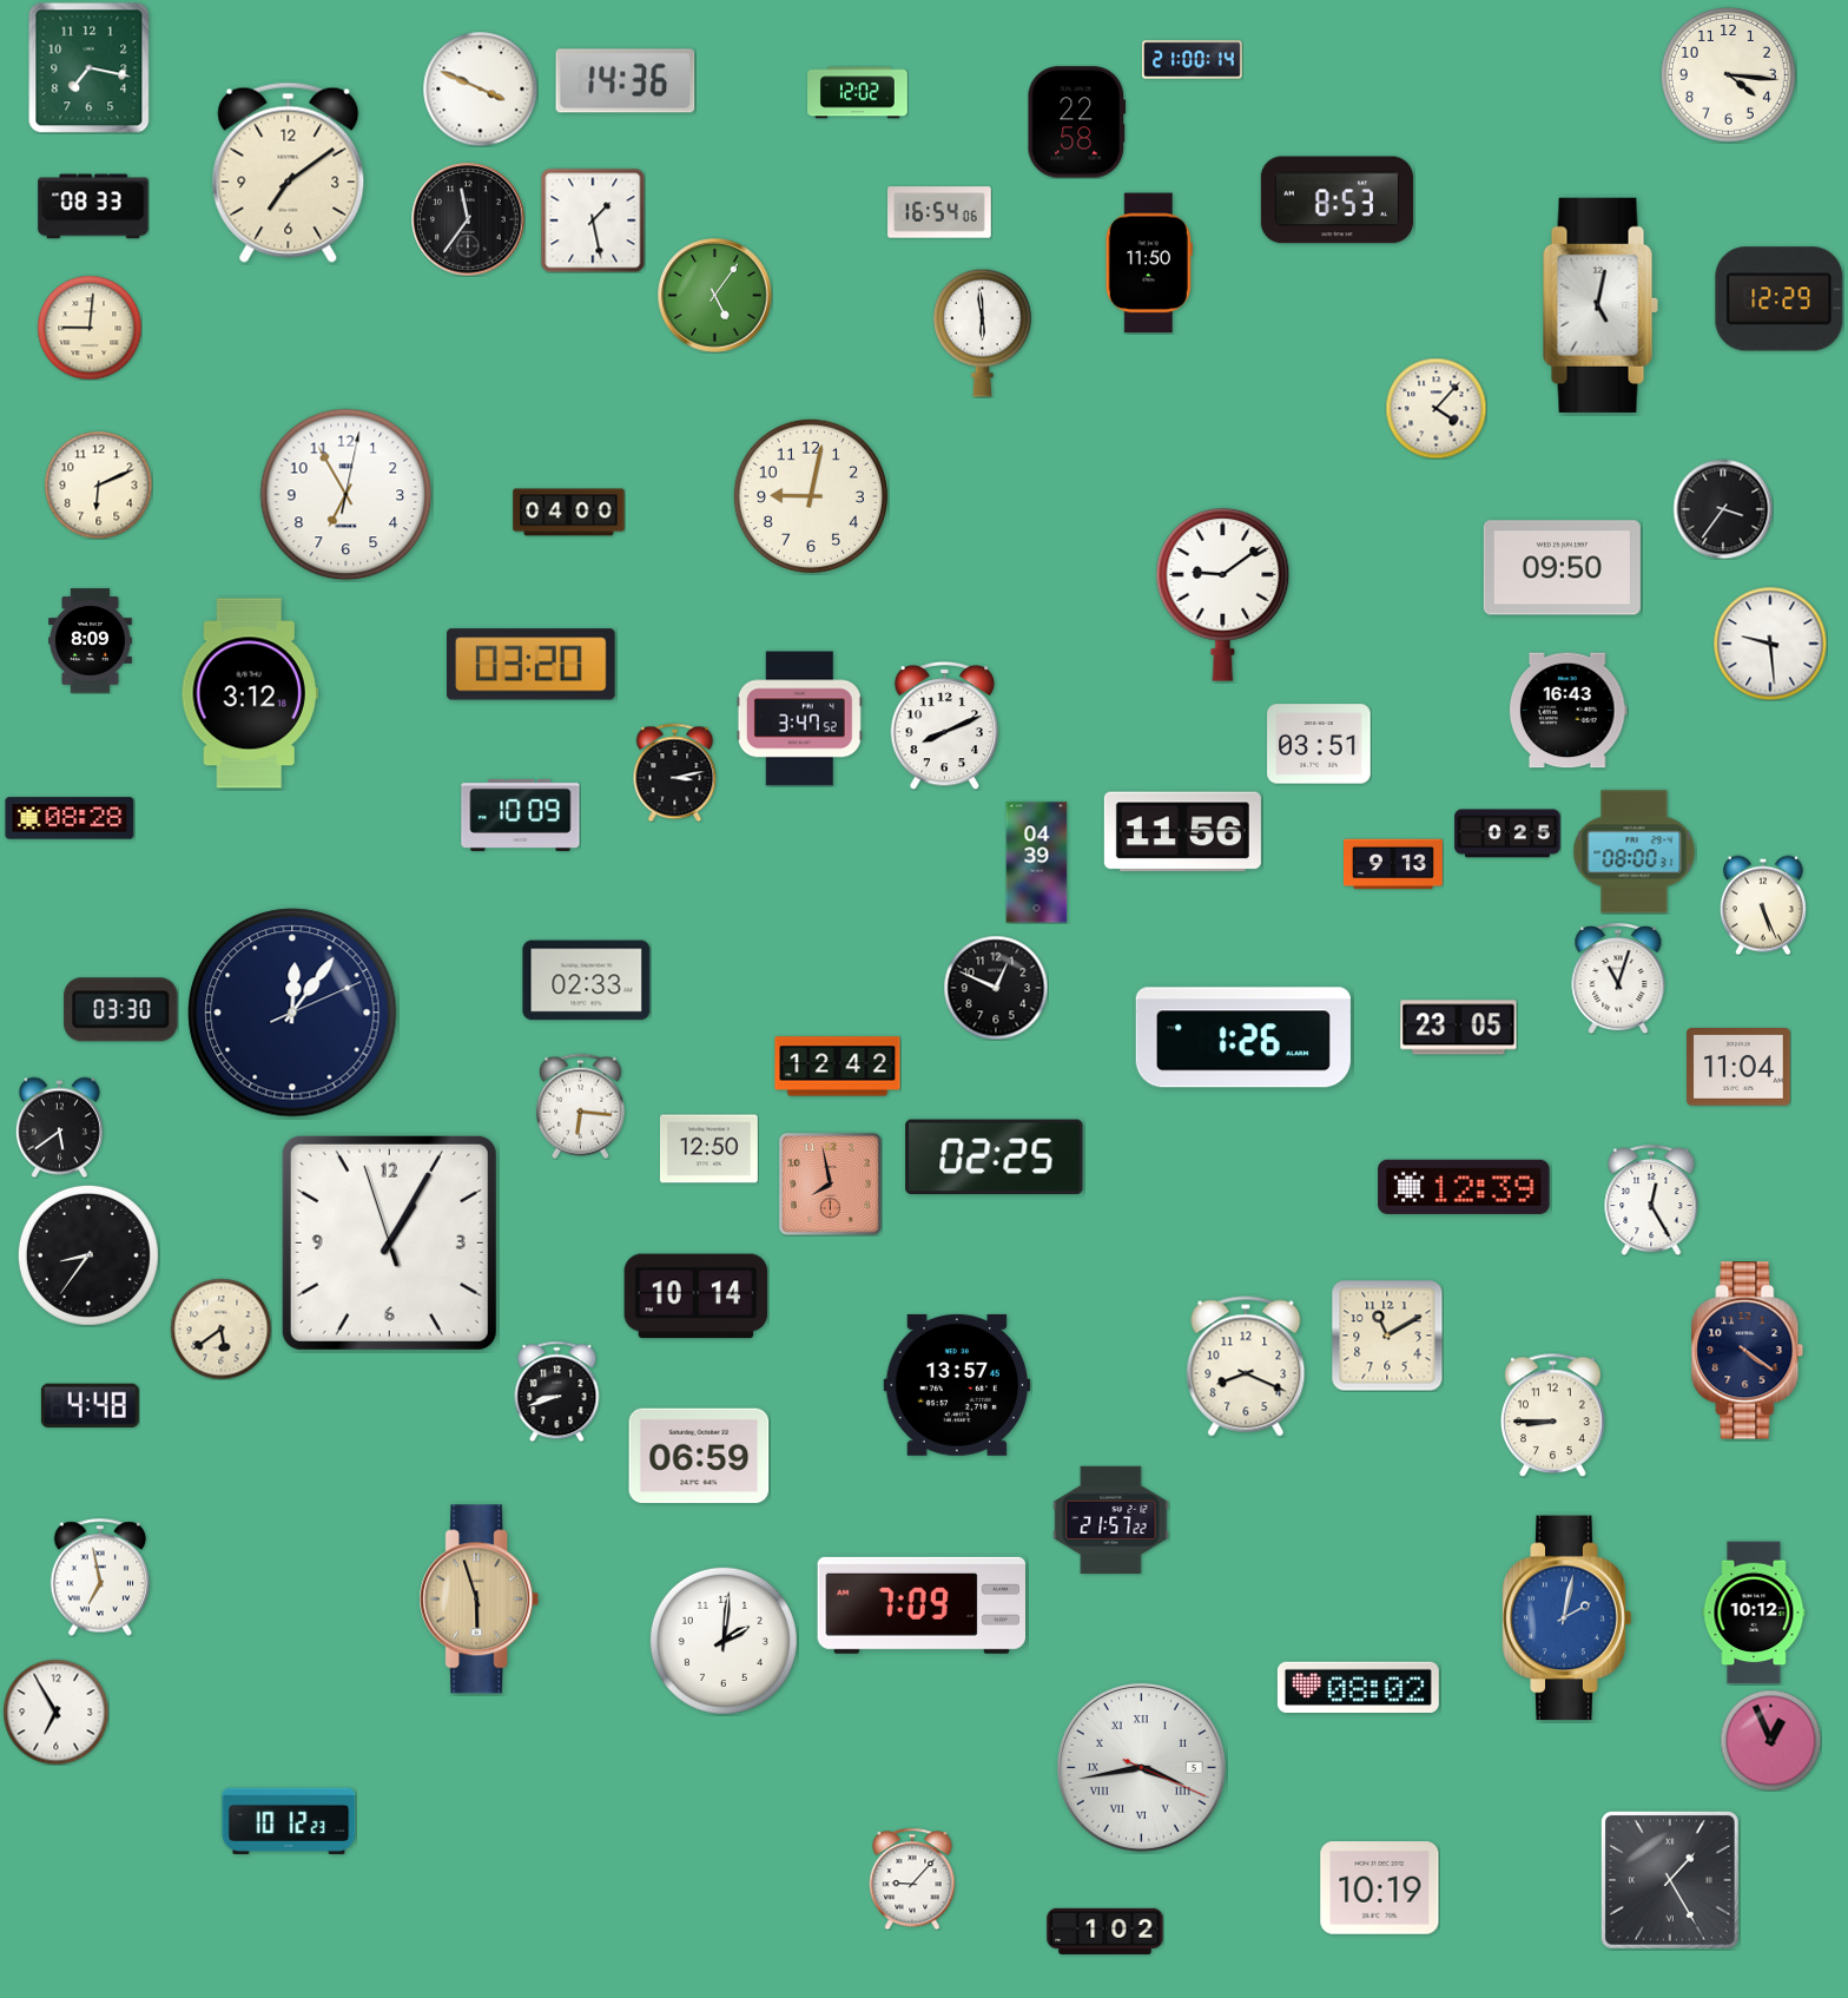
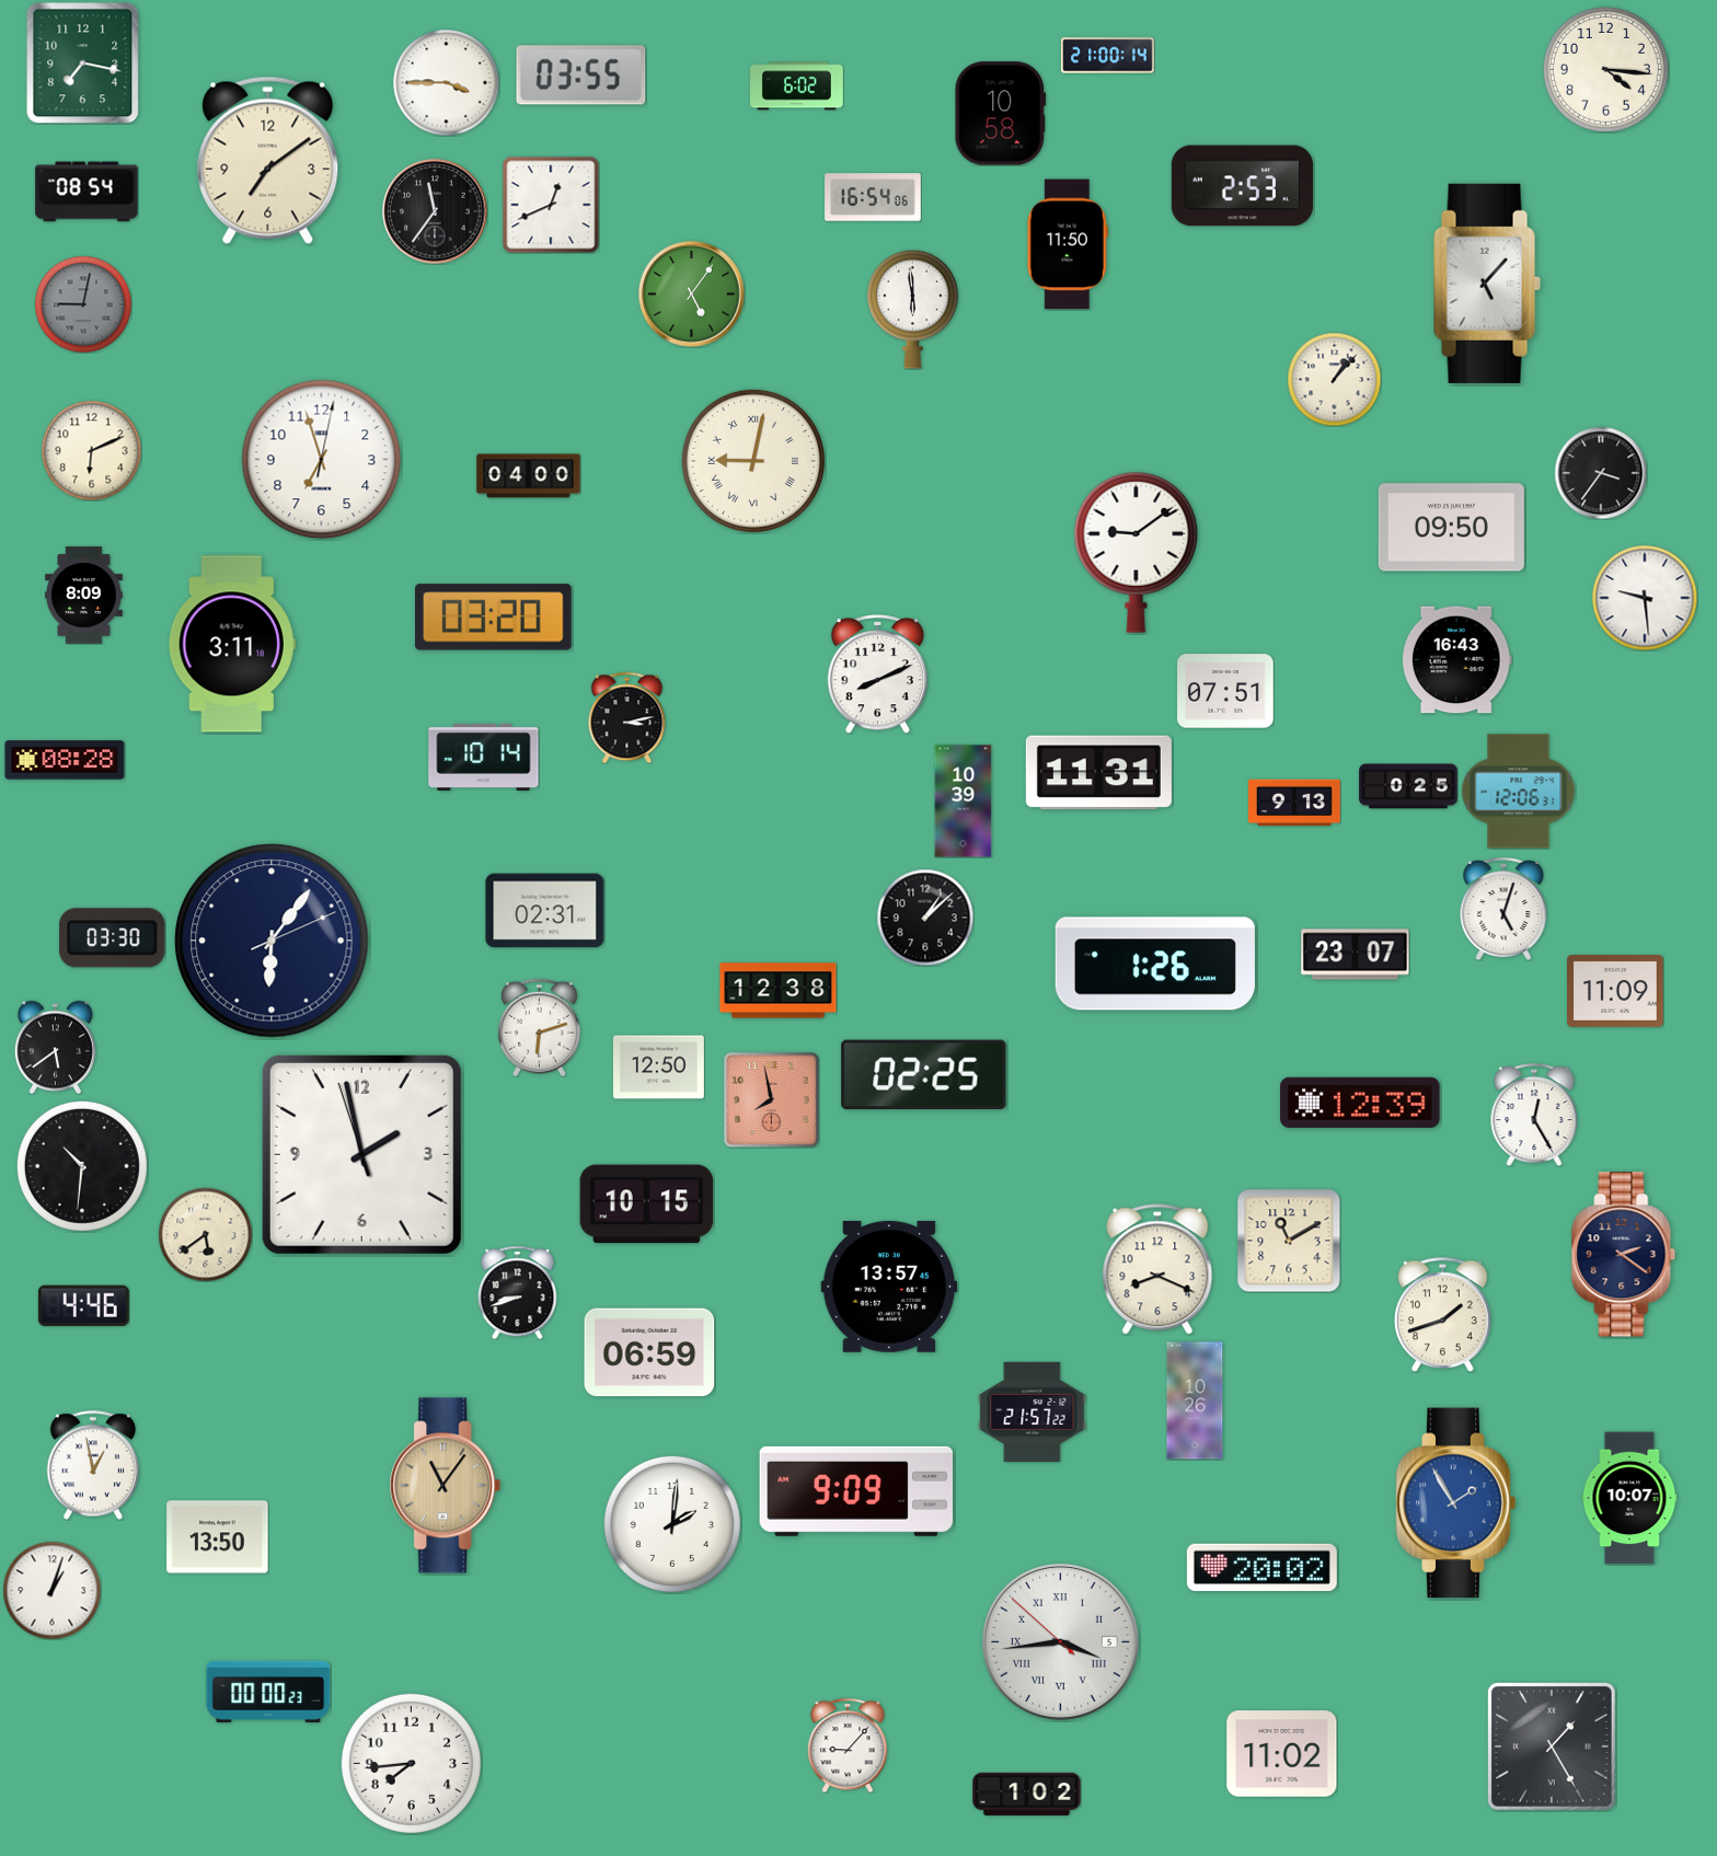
clock at (626, 81): 14:36 -> 03:55
clock at (480, 88): 3:49 -> 3:45
clock at (858, 93): 12:02 -> 6:02
clock at (1077, 123): 22:58 -> 10:58
clock at (1336, 200): 8:53 -> 2:53
clock at (93, 206): 08:33 -> 08:54
clock at (468, 219) position: (468, 219) -> (435, 211)
clock at (593, 220): 1:28 -> 12:41
clock at (715, 296) position: (715, 296) -> (692, 295)
clock at (1780, 299): 12:29 -> none
clock at (1600, 305): 5:02 -> 5:07
clock at (90, 328): 9:01 -> 9:02
clock at (90, 328) dial: cream -> grey
clock at (1435, 408): 4:07 -> 1:07
clock at (346, 495): 6:55 -> 6:57
clock at (811, 496) numerals: Arabic -> Roman
clock at (250, 693): 3:12 -> 3:11
clock at (799, 719): 3:47 -> none
clock at (1319, 744): 03:51 -> 07:51
clock at (521, 815): 10:09 -> 10:14
clock at (1182, 832): 11:56 -> 11:31
clock at (1507, 833) position: (1507, 833) -> (1408, 786)
clock at (1635, 852): 08:00 -> 12:06
clock at (1037, 863): 04:39 -> 10:39
clock at (1763, 905): 5:26 -> none
clock at (1618, 978): 11:03 -> 5:03
clock at (587, 981): 02:33 -> 02:31
clock at (996, 988): 12:49 -> 1:08
clock at (292, 1013): 12:06 -> 6:06
clock at (1459, 1028): 23:05 -> 23:07
clock at (838, 1067): 12:42 -> 12:38
clock at (1738, 1068): 11:04 -> 11:09
clock at (580, 1106): 6:16 -> 6:12
clock at (389, 1242): 1:04 -> 1:57
clock at (88, 1255): 8:36 -> 10:31
clock at (697, 1297): 10:14 -> 10:15
clock at (1748, 1351): 4:21 -> 2:21
clock at (90, 1405): 4:48 -> 4:46
clock at (1553, 1415): 8:45 -> 1:42
clock at (1195, 1400): none -> 10:26
clock at (100, 1577): 6:58 -> 12:58
clock at (480, 1600): 5:57 -> 11:06
clock at (920, 1605): 7:09 -> 9:09
clock at (1754, 1613): 10:12 -> 10:07
clock at (1567, 1618): 2:02 -> 1:55
clock at (218, 1537): none -> 13:50
clock at (1358, 1687): 08:02 -> 20:02
clock at (55, 1712): 6:55 -> 1:03
clock at (1770, 1740): 12:56 -> none
clock at (1141, 1767): 3:43:19 -> 3:43:52
clock at (289, 1821): 10:12 -> 00:00
clock at (1380, 1888): 10:19 -> 11:02
clock at (411, 1763): none -> 7:44
